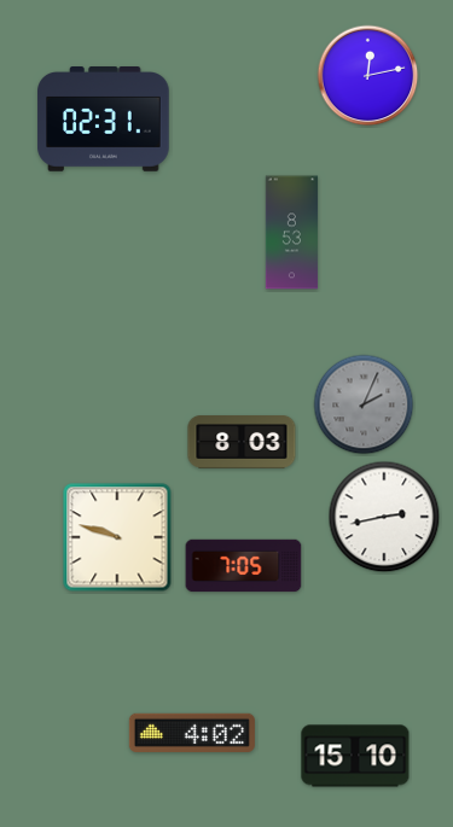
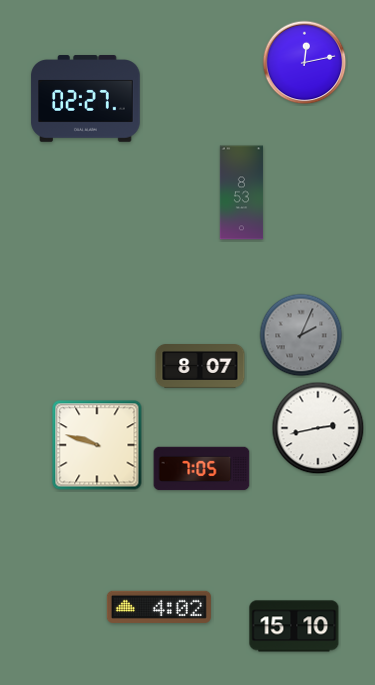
clock at (104, 120): 02:31 -> 02:27
clock at (242, 443): 8:03 -> 8:07
